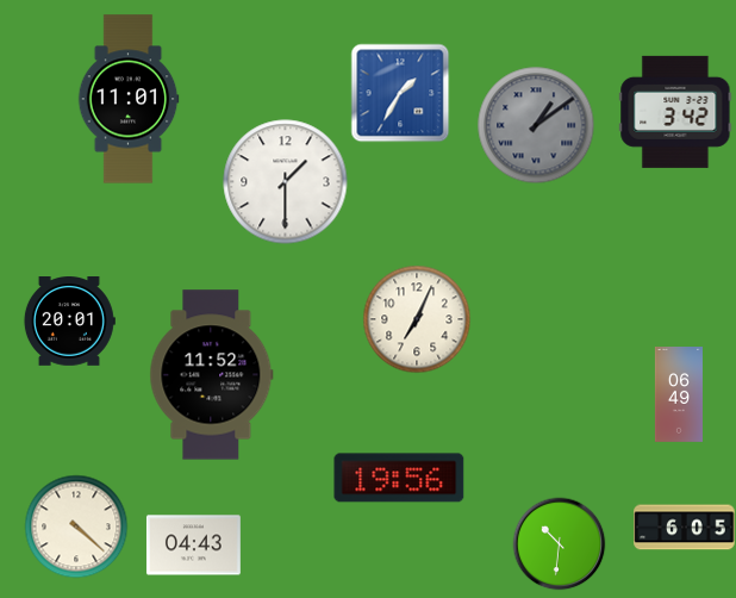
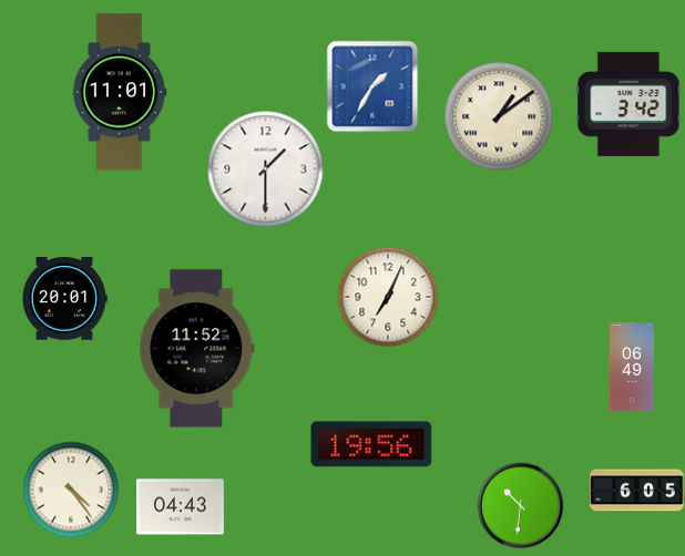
clock at (536, 125) dial: grey -> cream
clock at (76, 527): 4:22 -> 4:24
